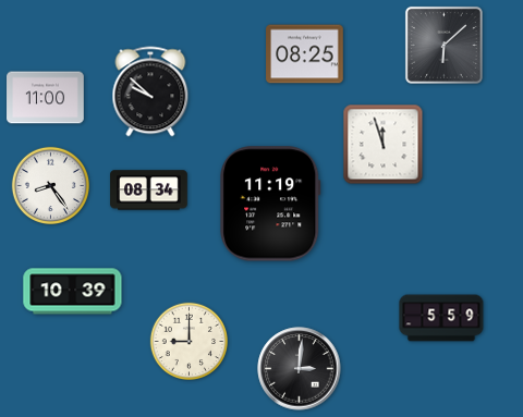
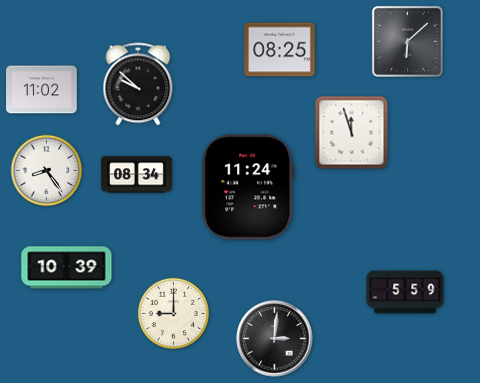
clock at (46, 98): 11:00 -> 11:02
clock at (270, 204): 11:19 -> 11:24
